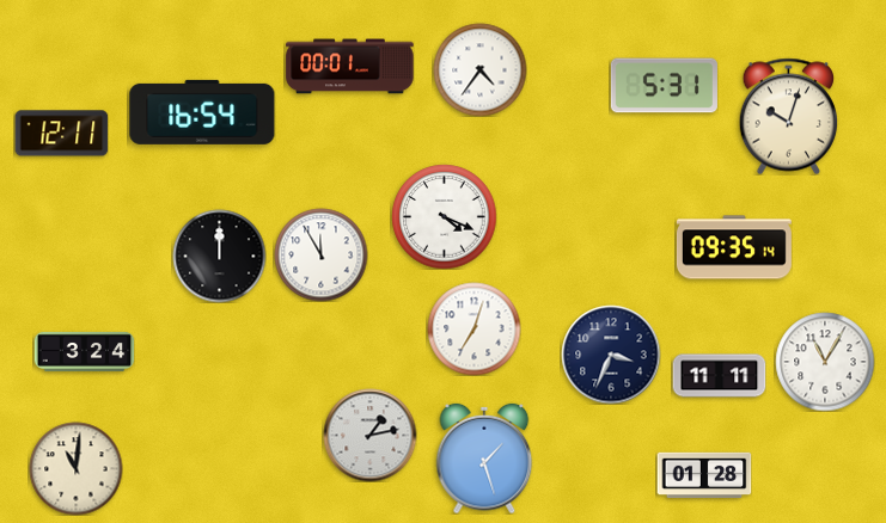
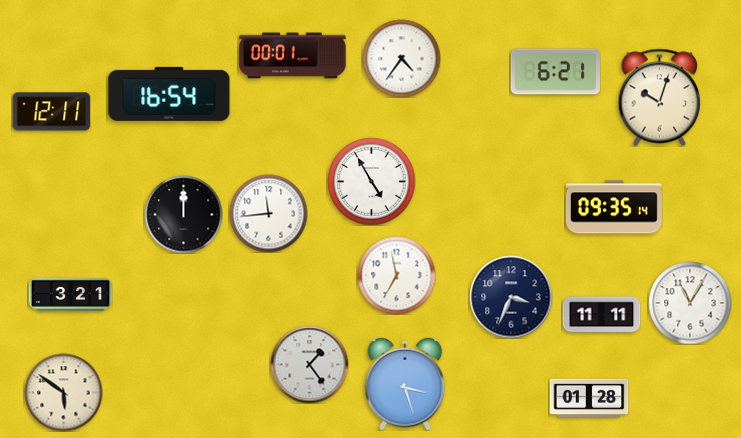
clock at (664, 86): 5:31 -> 6:21
clock at (444, 216): 4:19 -> 4:55
clock at (320, 254): 11:55 -> 11:44
clock at (473, 328): 7:03 -> 6:58
clock at (84, 351): 3:24 -> 3:21
clock at (369, 435): 1:13 -> 1:24
clock at (484, 459): 1:27 -> 3:27
clock at (75, 468): 11:01 -> 5:51
